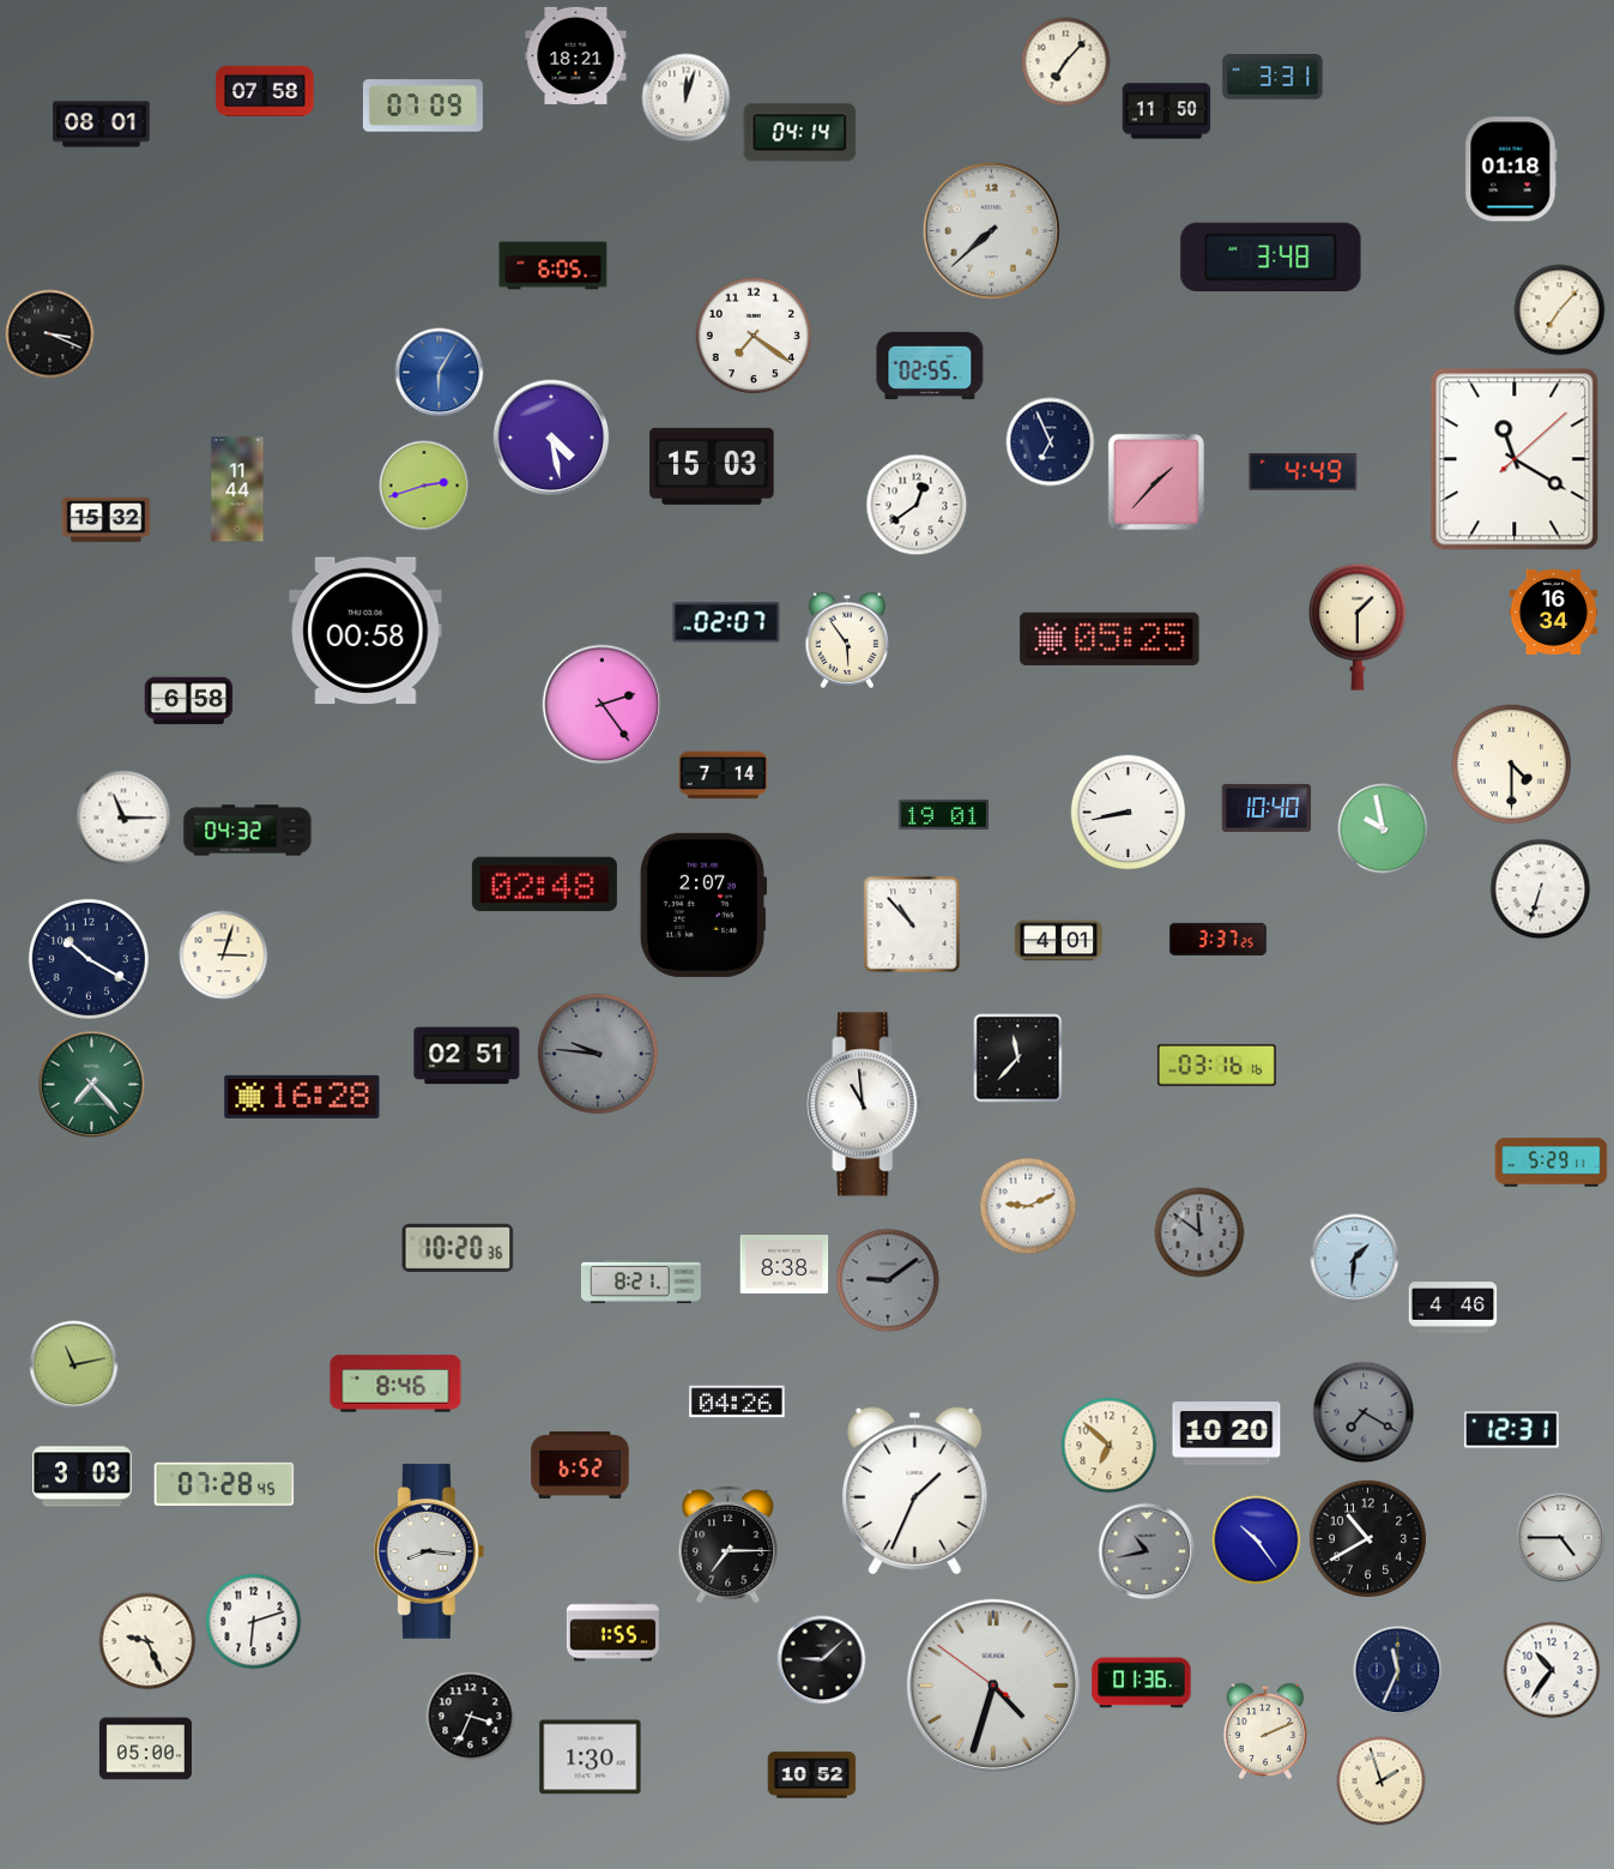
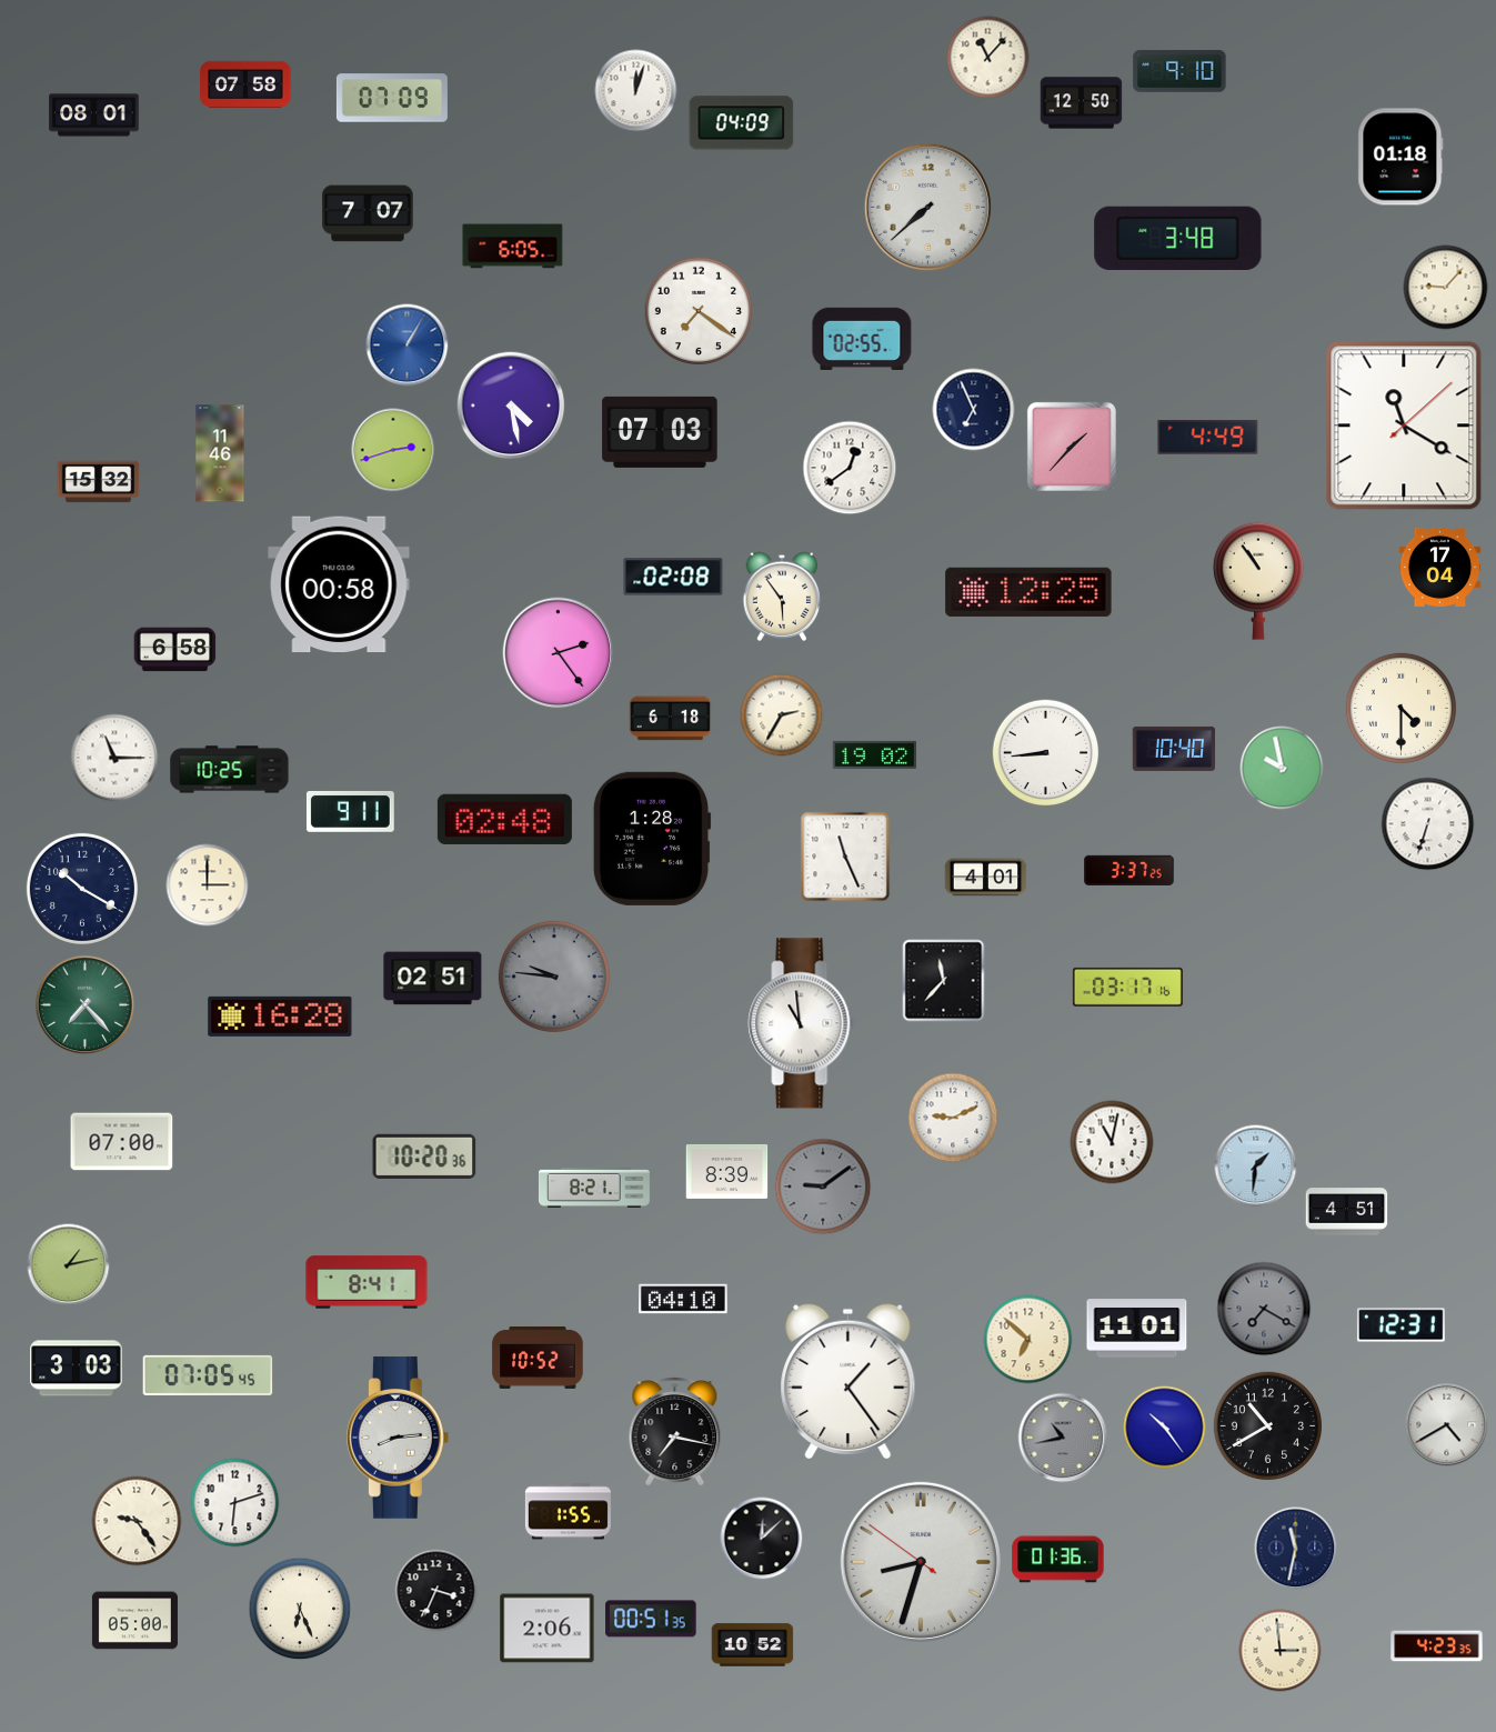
clock at (576, 55): 18:21 -> none
clock at (1066, 62): 7:07 -> 11:07
clock at (1273, 77): 3:31 -> 9:10
clock at (1167, 111): 11:50 -> 12:50
clock at (800, 133): 04:14 -> 04:09
clock at (368, 213): none -> 7:07
clock at (992, 231) position: (992, 231) -> (928, 208)
clock at (1560, 311): 7:07 -> 9:07
clock at (50, 334): 3:19 -> none
clock at (440, 373): 6:05 -> 1:05
clock at (712, 466): 15:03 -> 07:03
clock at (237, 489): 11:44 -> 11:46
clock at (1554, 611): 16:34 -> 17:04
clock at (726, 622): 02:07 -> 02:08
clock at (1358, 627): 1:30 -> 10:54
clock at (1110, 639): 05:25 -> 12:25
clock at (847, 640) position: (847, 640) -> (782, 597)
clock at (782, 715): none -> 2:35
clock at (724, 776): 7:14 -> 6:18
clock at (1129, 813): 8:43 -> 8:44
clock at (943, 814): 19:01 -> 19:02
clock at (248, 831): 04:32 -> 10:25
clock at (350, 811): none -> 9:11
clock at (703, 905): 2:07 -> 1:28
clock at (912, 924): 10:53 -> 11:26
clock at (1059, 941) position: (1059, 941) -> (986, 878)
clock at (224, 955): 3:03 -> 3:00
clock at (1216, 1065): 03:16 -> 03:17
clock at (1552, 1163): 5:29 -> none
clock at (122, 1142): none -> 07:00
clock at (1199, 1232): 11:51 -> 11:02
clock at (1199, 1232) dial: grey -> white
clock at (785, 1264): 8:38 -> 8:39
clock at (1453, 1308): 4:46 -> 4:51
clock at (74, 1365): 11:13 -> 1:13
clock at (395, 1383): 8:46 -> 8:41
clock at (737, 1401): 04:26 -> 04:10
clock at (1227, 1434): 10:20 -> 11:01
clock at (580, 1465): 6:52 -> 10:52
clock at (224, 1484): 07:28 -> 07:05
clock at (915, 1490): 1:34 -> 1:24
clock at (1561, 1538): 4:45 -> 4:40
clock at (729, 1545): 7:15 -> 7:17
clock at (429, 1551): 8:16 -> 8:14
clock at (147, 1641): 9:26 -> 9:24
clock at (822, 1660): 9:08 -> 12:08
clock at (1552, 1670): 10:36 -> none
clock at (1398, 1671): 11:34 -> 11:32
clock at (993, 1686): 4:32 -> 8:32
clock at (1265, 1731): 2:11 -> none
clock at (300, 1609): none -> 6:26
clock at (651, 1619): none -> 00:51
clock at (591, 1758): 1:30 -> 2:06
clock at (1437, 1646): none -> 4:23
clock at (1382, 1781): 1:57 -> 2:59
